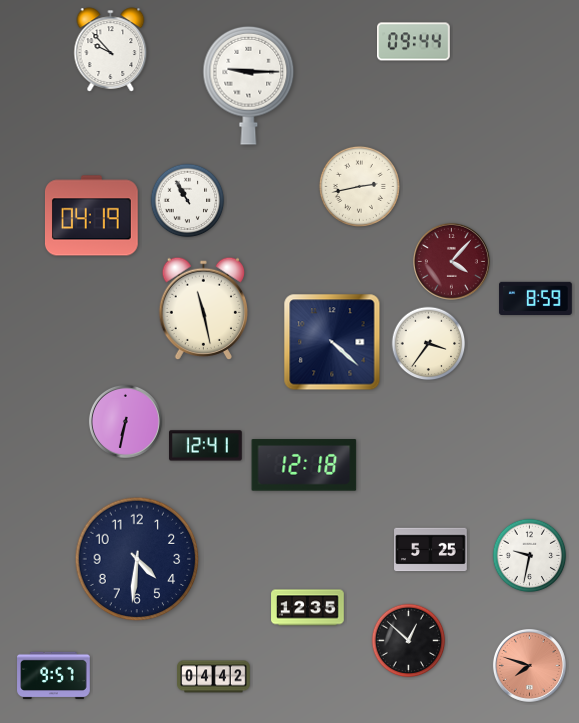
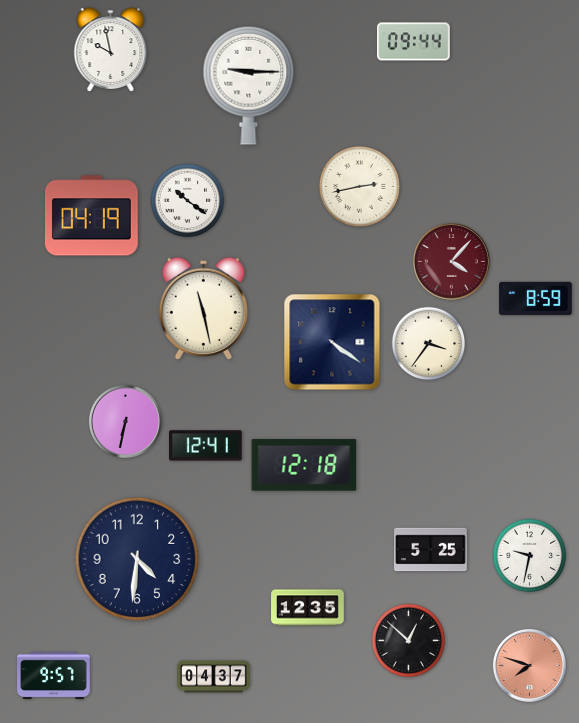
clock at (111, 50): 9:53 -> 9:58
clock at (188, 201): 10:55 -> 10:21
clock at (332, 342): 4:22 -> 4:21
clock at (214, 677): 04:42 -> 04:37
